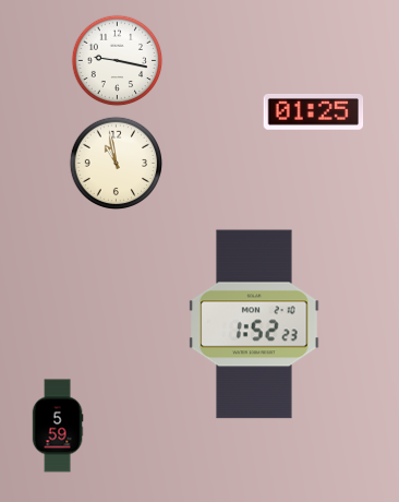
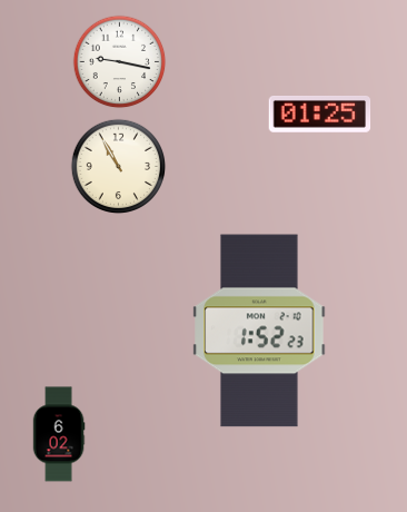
clock at (117, 164): 10:58 -> 10:55
clock at (58, 426): 5:59 -> 6:02
